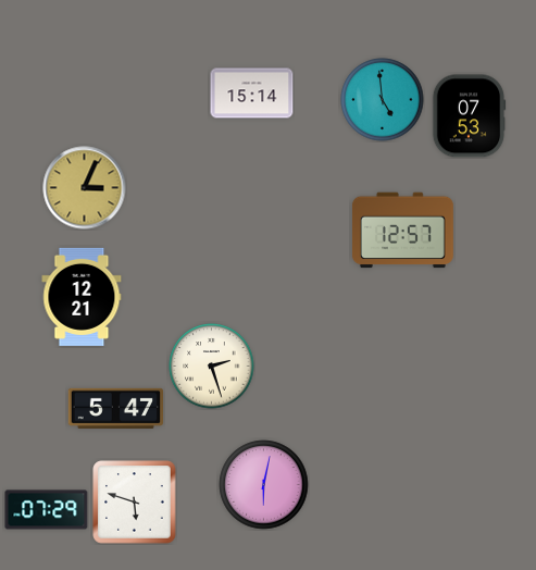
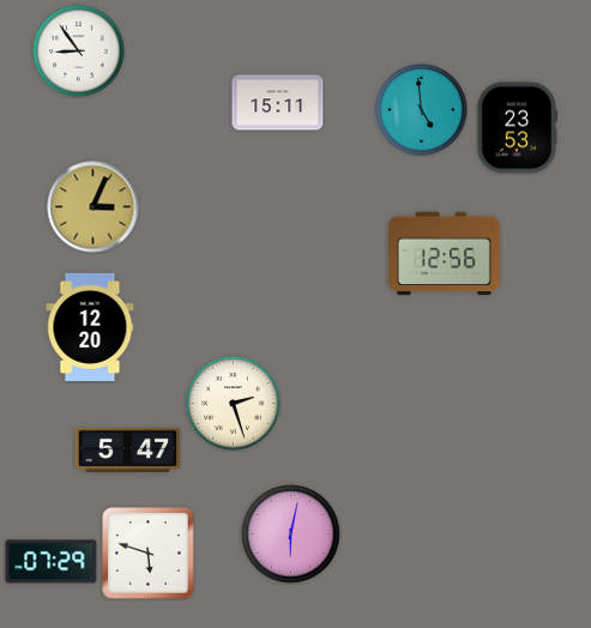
clock at (79, 52): none -> 8:54
clock at (252, 94): 15:14 -> 15:11
clock at (469, 116): 07:53 -> 23:53
clock at (402, 231): 12:57 -> 12:56
clock at (82, 297): 12:21 -> 12:20
